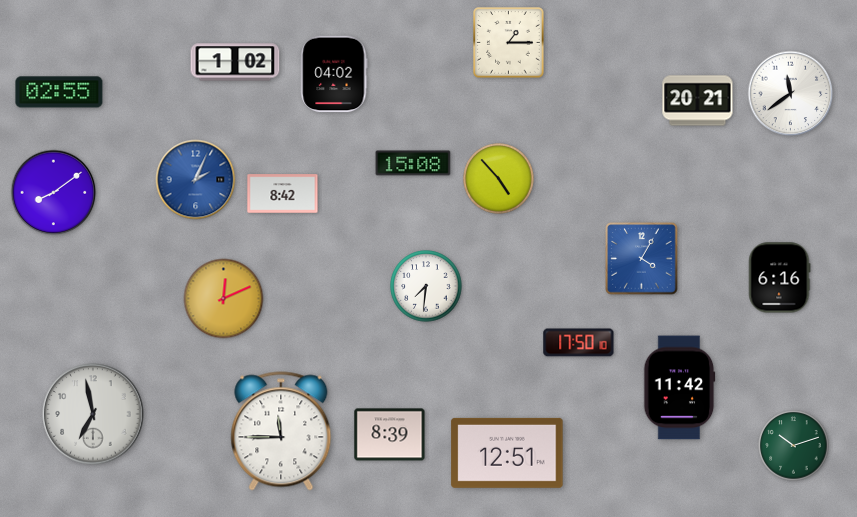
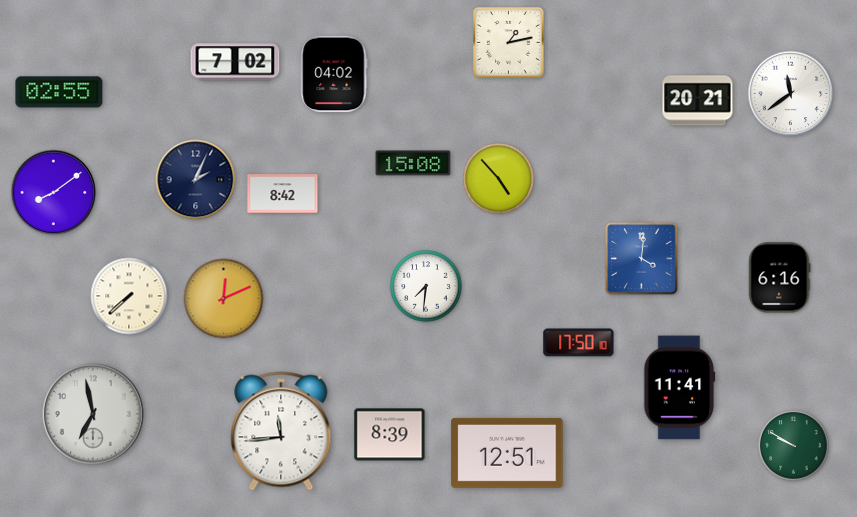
clock at (509, 43): 1:15 -> 1:13
clock at (235, 62): 1:02 -> 7:02
clock at (196, 180) dial: blue -> navy
clock at (642, 259): 4:05 -> 4:01
clock at (129, 296): none -> 7:38
clock at (679, 388): 11:42 -> 11:41
clock at (281, 431): 11:45 -> 11:44
clock at (794, 446): 10:12 -> 9:50
